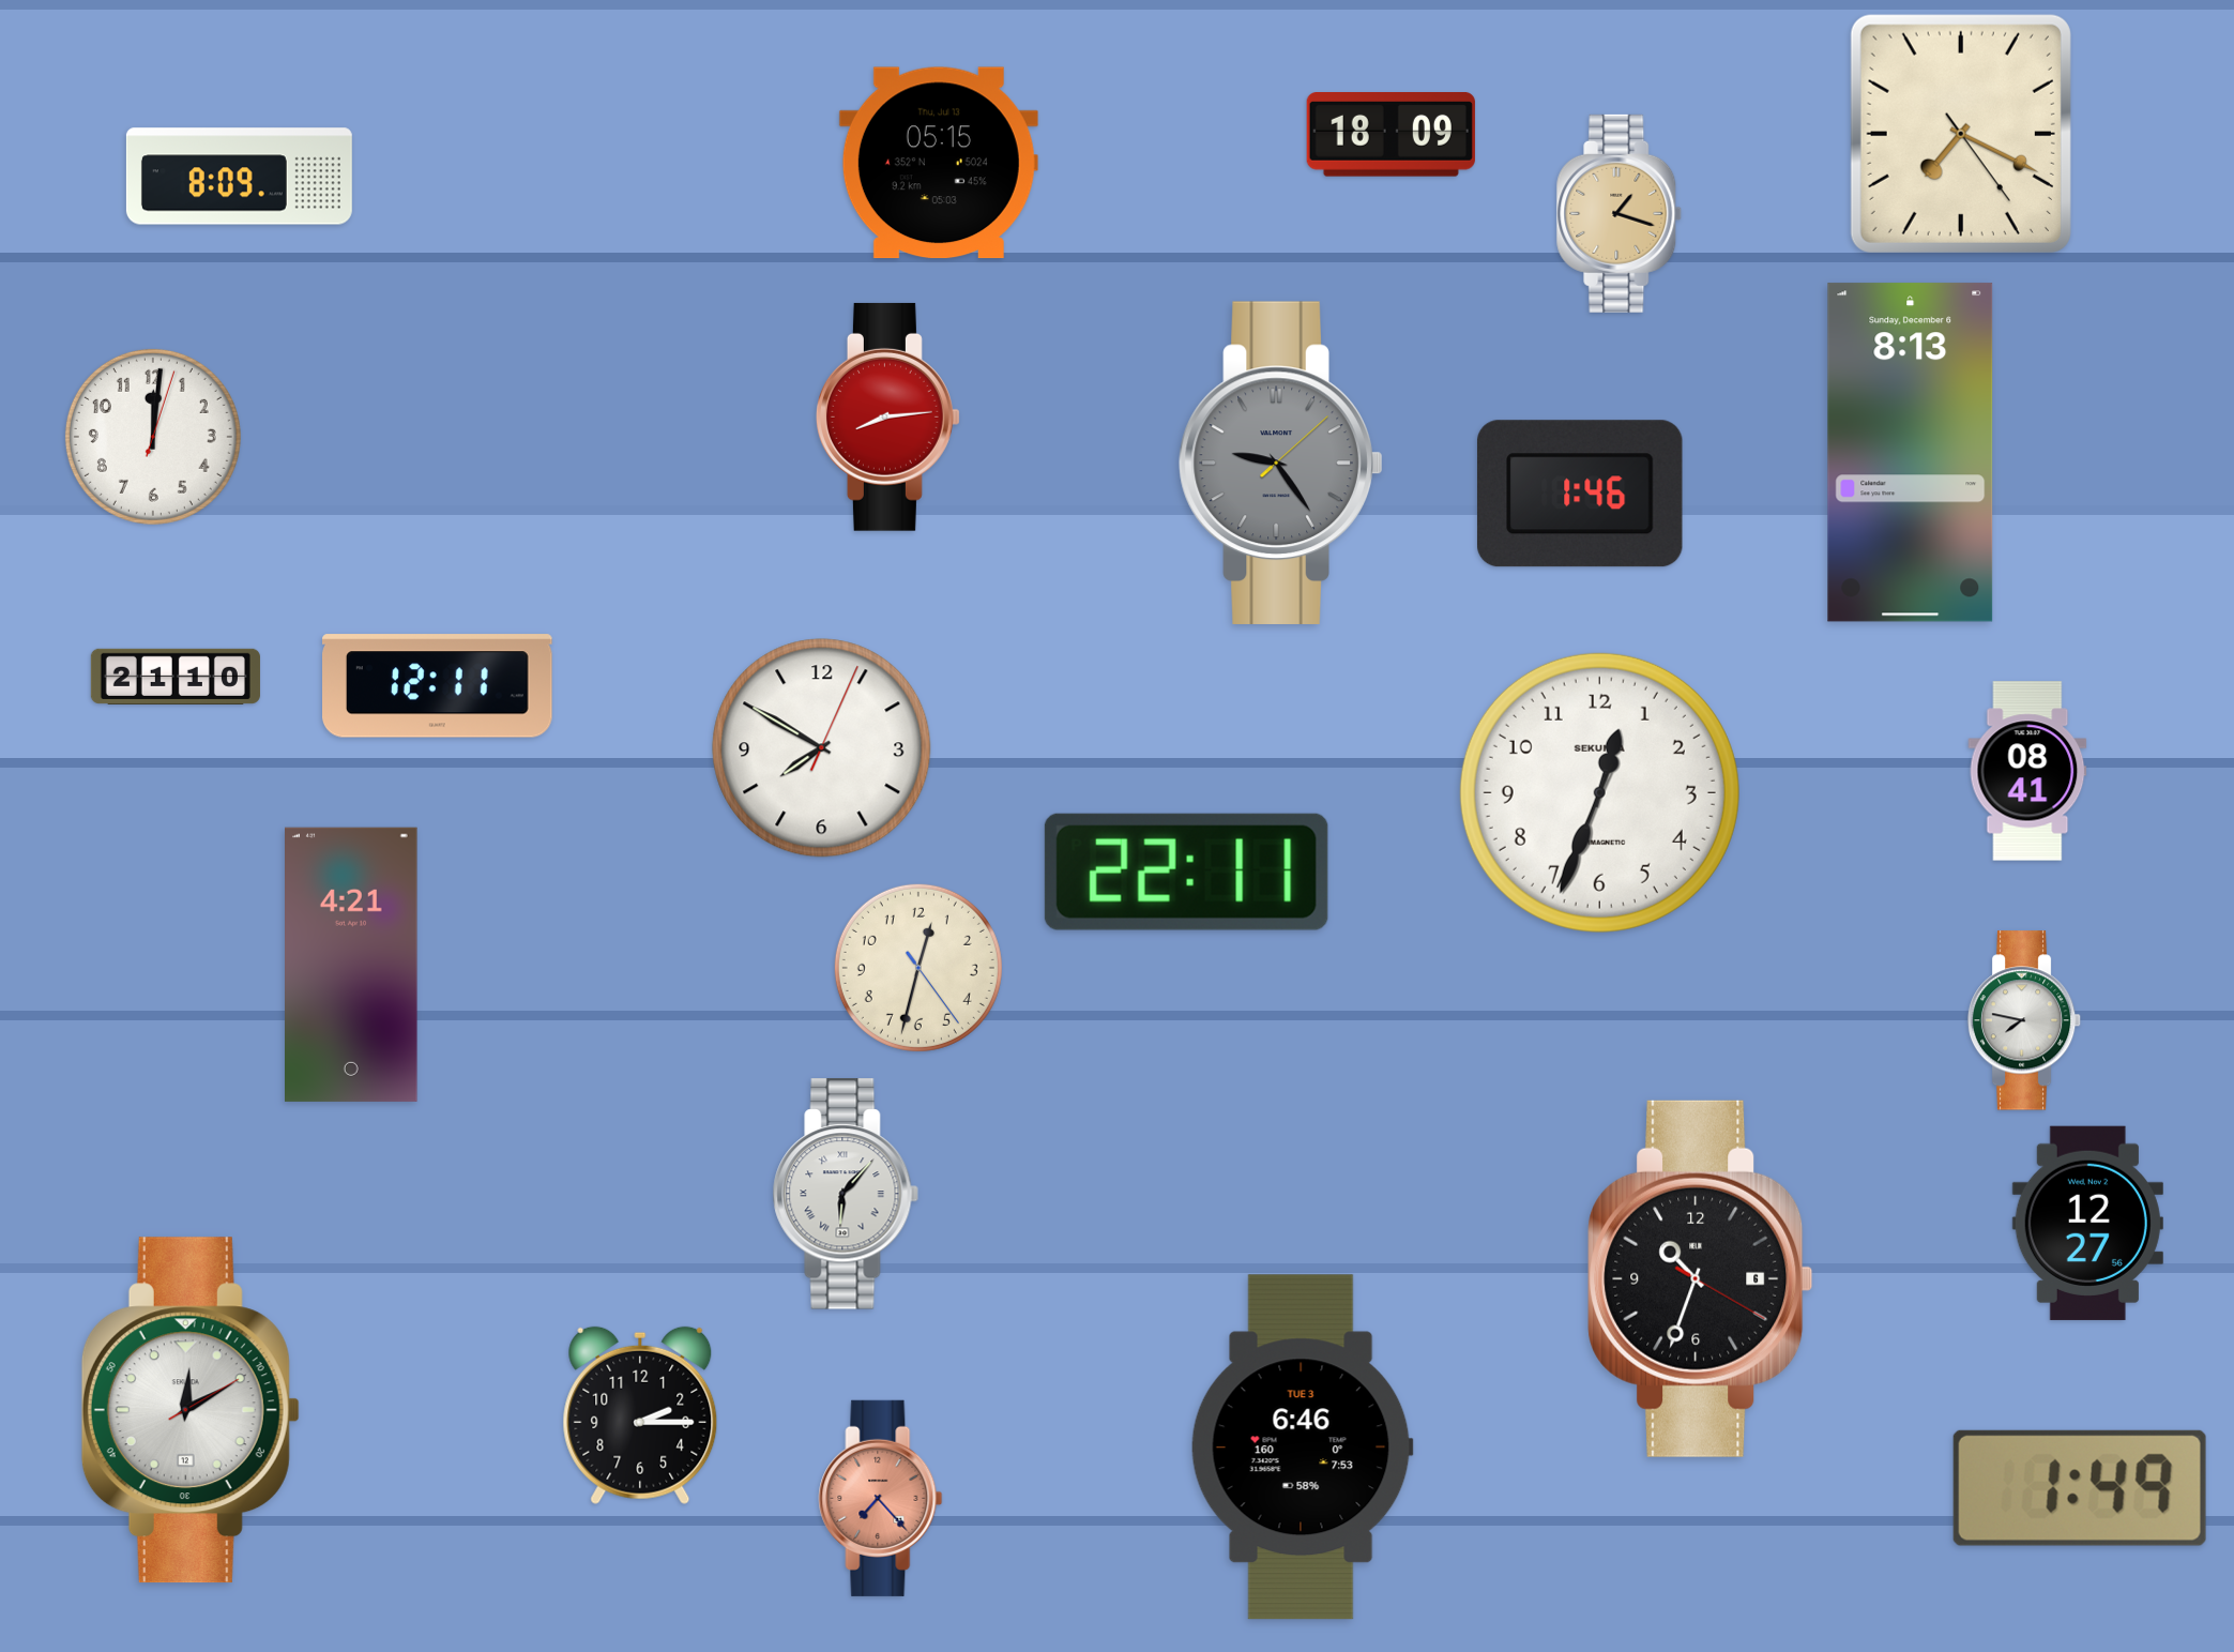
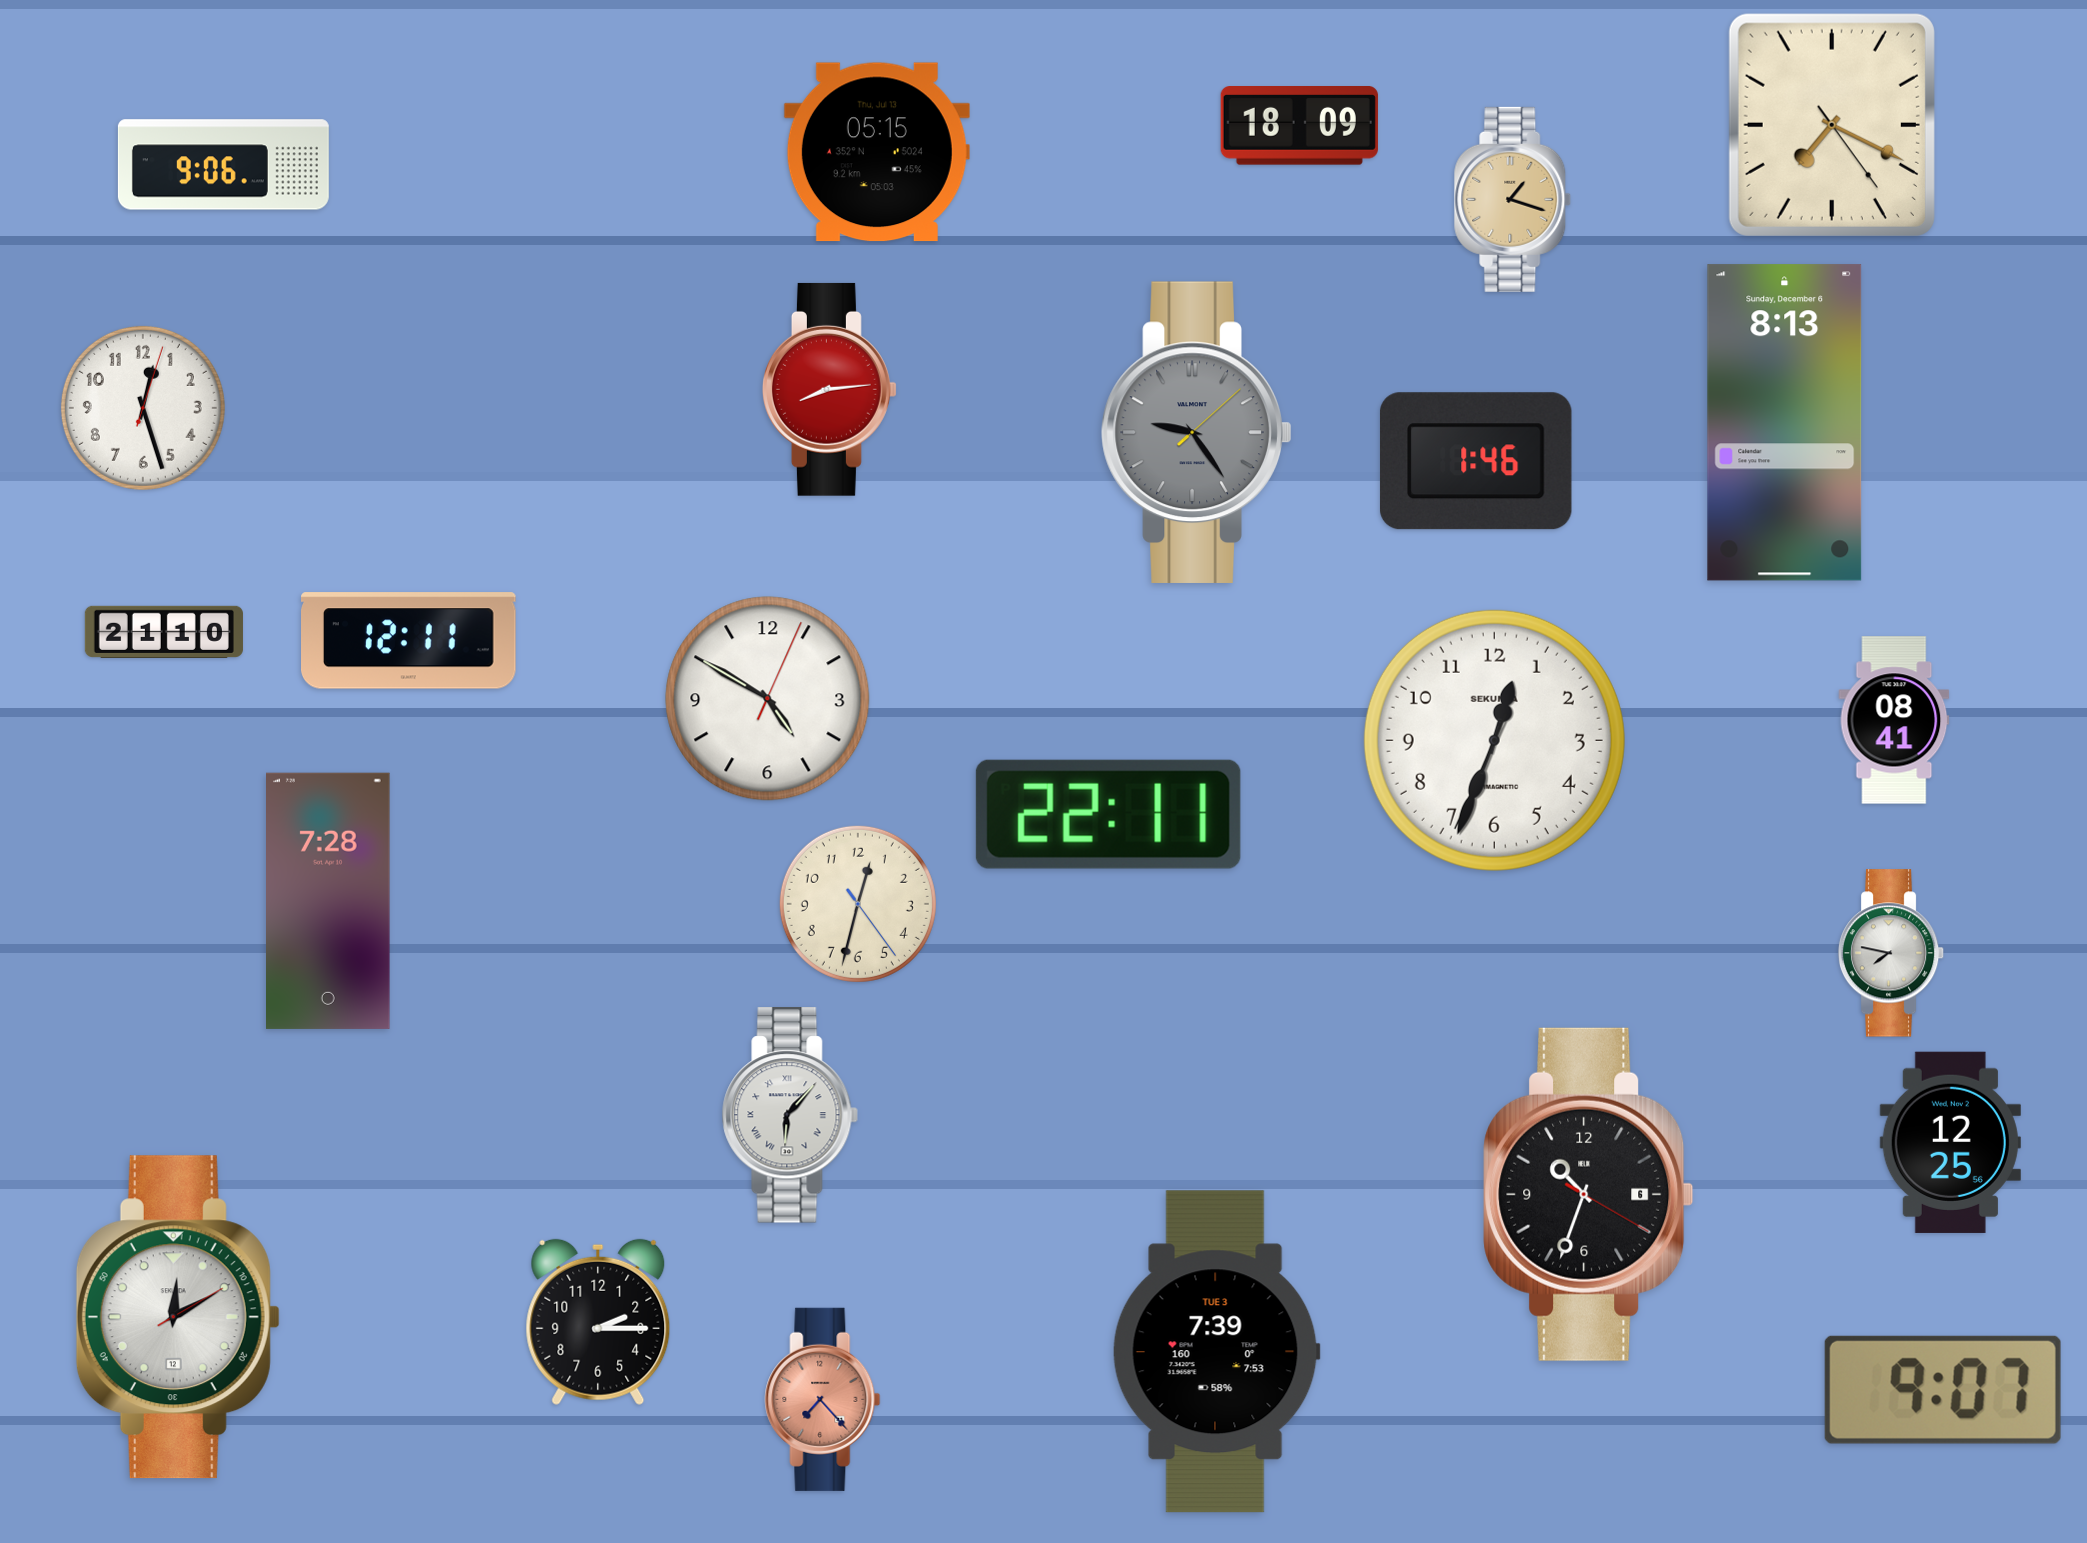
clock at (239, 177): 8:09 -> 9:06
clock at (153, 437): 12:01 -> 12:27
clock at (822, 748): 7:50 -> 4:50
clock at (352, 965): 4:21 -> 7:28
clock at (2087, 1223): 12:27 -> 12:25
clock at (1302, 1448): 6:46 -> 7:39
clock at (2080, 1488): 1:49 -> 9:07
